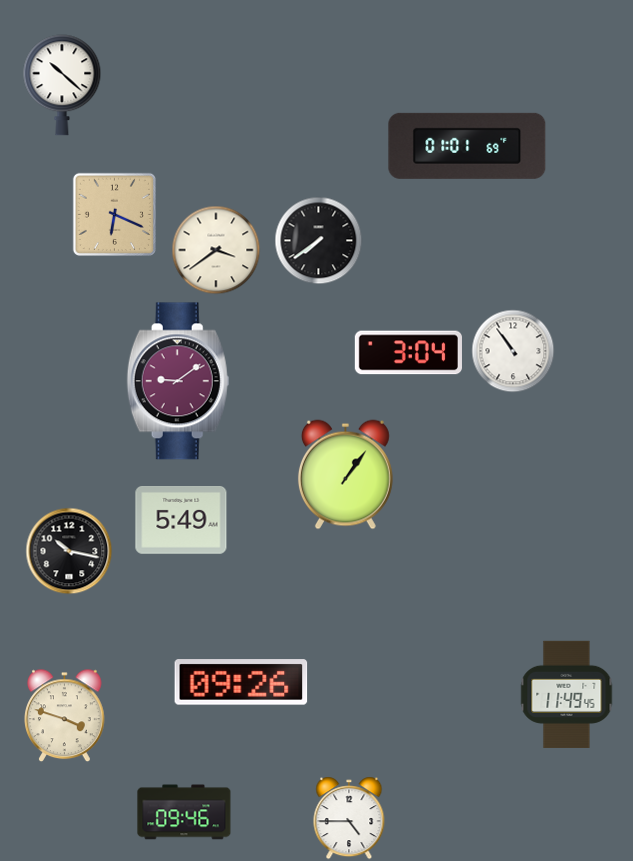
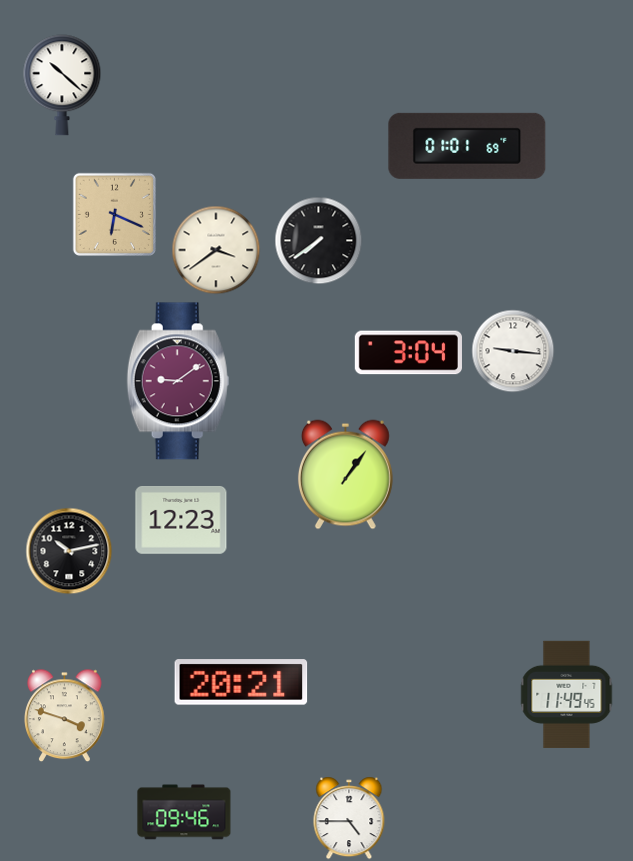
clock at (513, 351): 10:54 -> 9:16
clock at (181, 521): 5:49 -> 12:23
clock at (69, 551): 10:17 -> 10:13
clock at (241, 682): 09:26 -> 20:21
